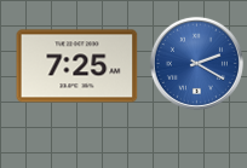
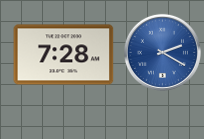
clock at (77, 66): 7:25 -> 7:28
